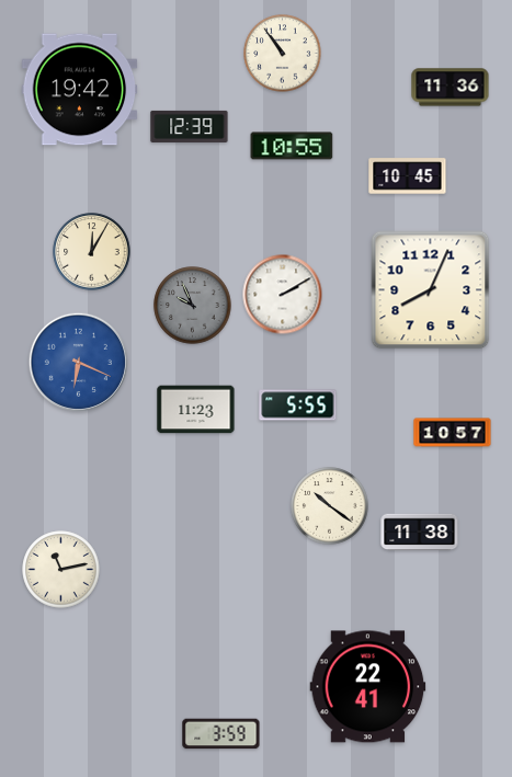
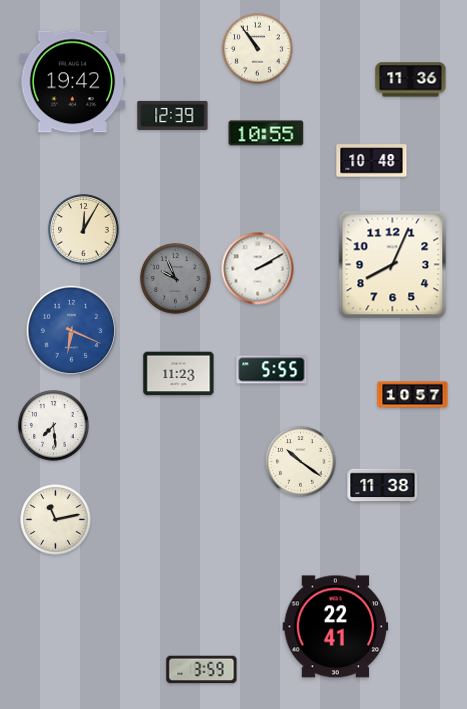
clock at (408, 176): 10:45 -> 10:48
clock at (54, 426): none -> 7:29
